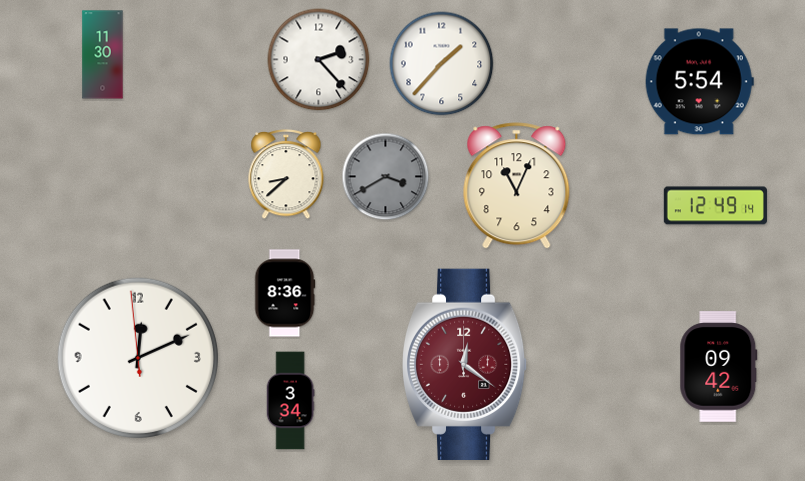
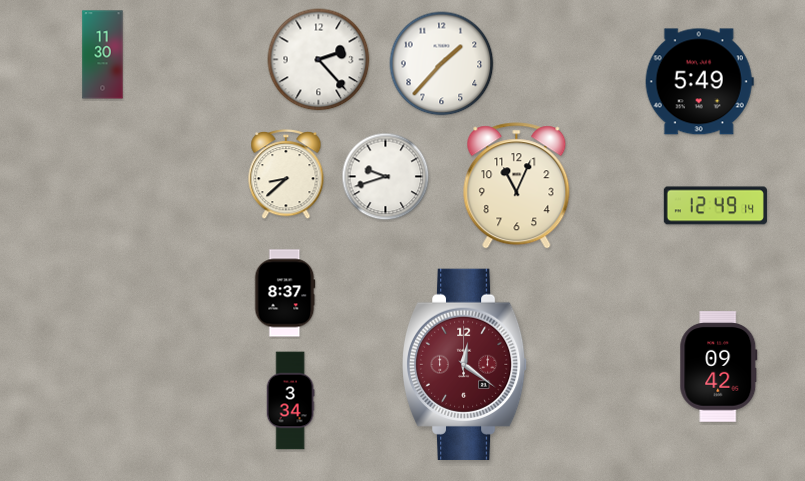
clock at (699, 82): 5:54 -> 5:49
clock at (386, 177): 3:40 -> 9:42
clock at (386, 177) dial: grey -> white
clock at (285, 293): 8:36 -> 8:37
clock at (137, 357): 12:10 -> none
